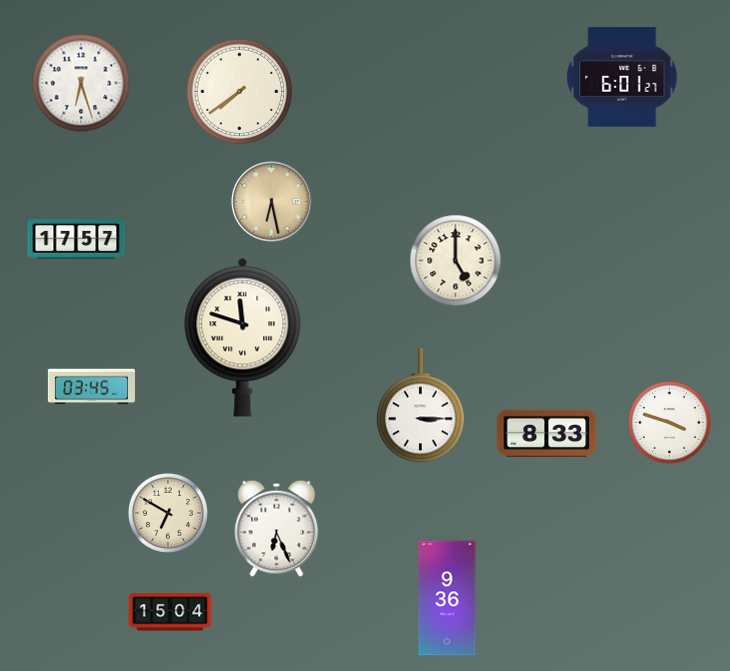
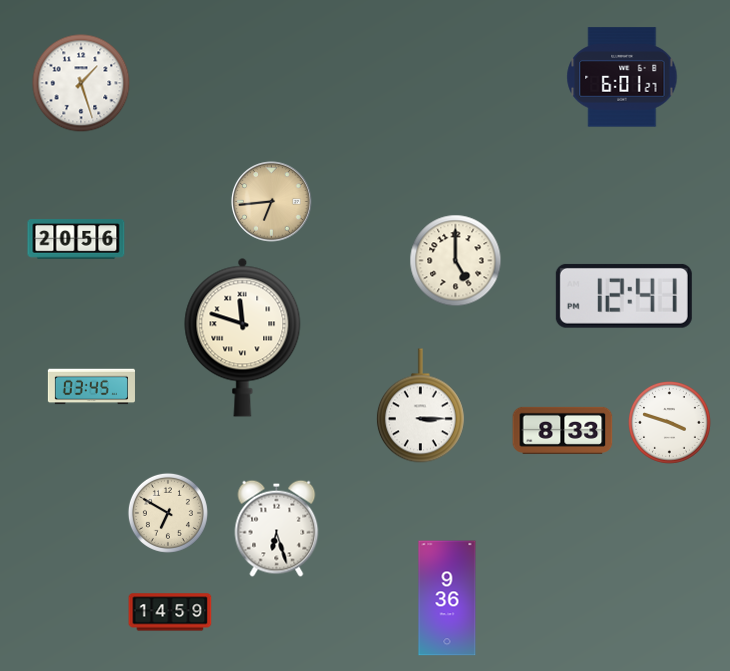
clock at (81, 83): 6:27 -> 1:27
clock at (240, 92): 7:39 -> none
clock at (272, 202): 6:28 -> 6:44
clock at (76, 239): 17:57 -> 20:56
clock at (624, 296): none -> 12:41
clock at (547, 433) position: (547, 433) -> (563, 430)
clock at (277, 528): 6:26 -> 6:27
clock at (170, 612): 15:04 -> 14:59
